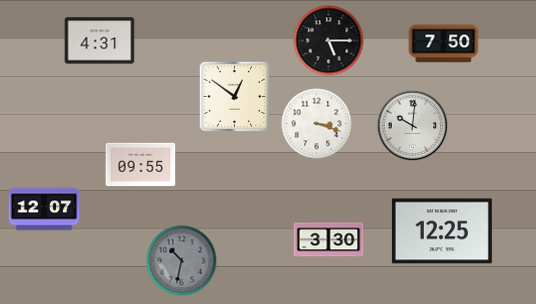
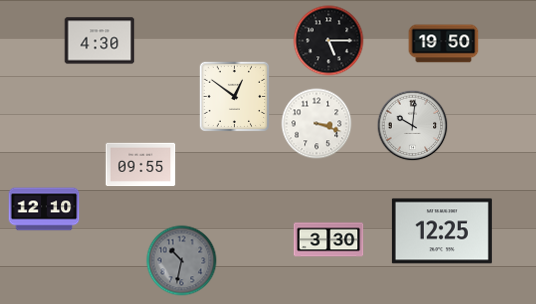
clock at (100, 41): 4:31 -> 4:30
clock at (444, 44): 7:50 -> 19:50
clock at (44, 209): 12:07 -> 12:10
